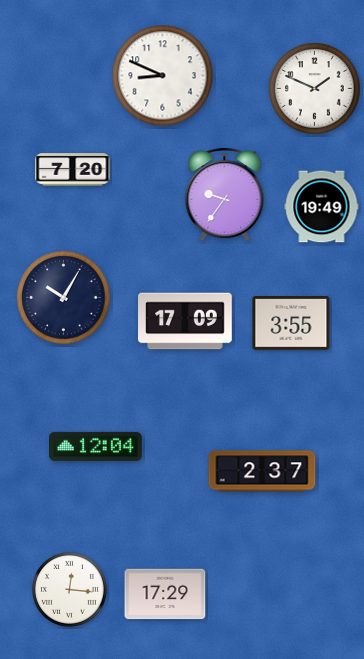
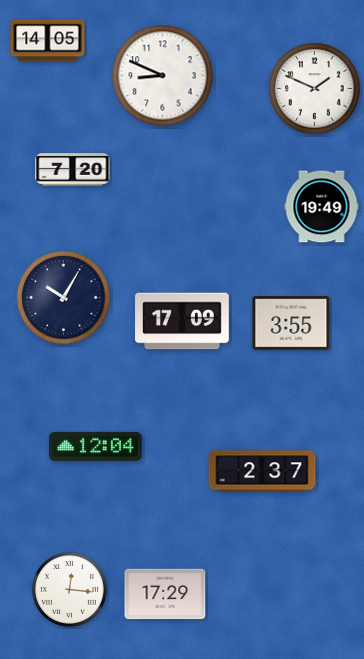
clock at (48, 41): none -> 14:05
clock at (225, 195): 9:36 -> none
clock at (185, 321) position: (185, 321) -> (182, 321)
